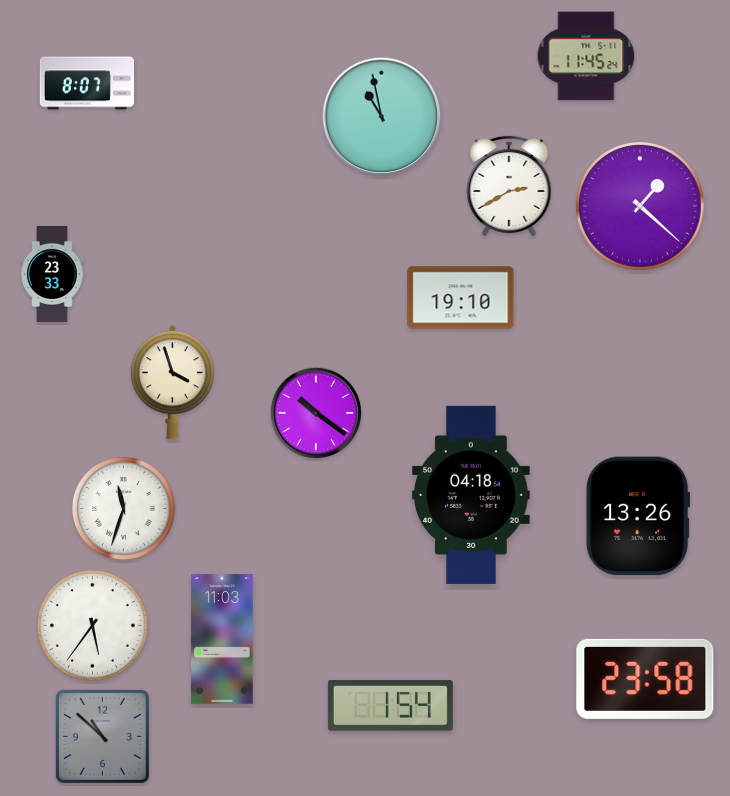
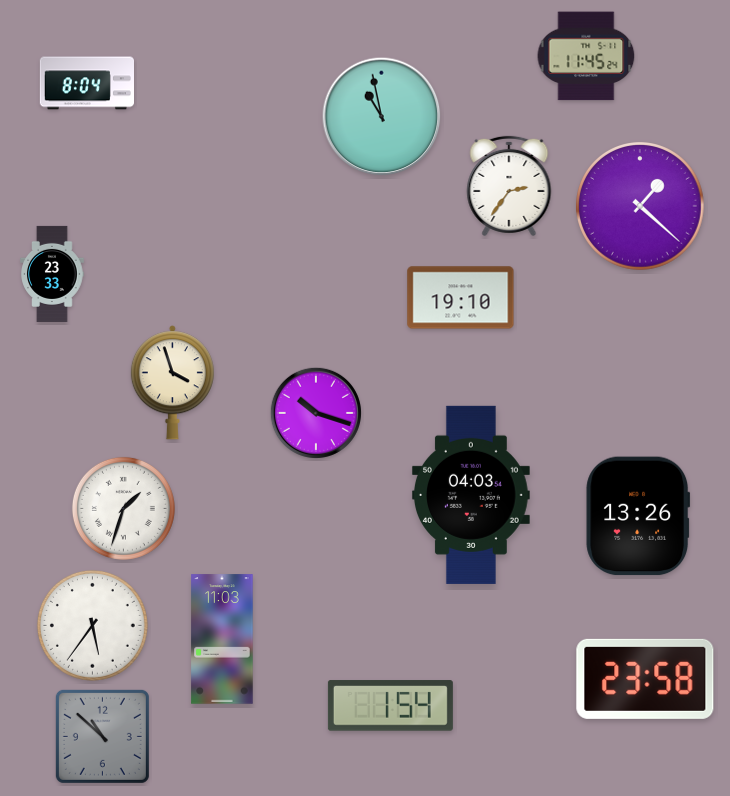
clock at (86, 83): 8:07 -> 8:04
clock at (509, 186): 2:40 -> 2:36
clock at (316, 413): 10:21 -> 10:18
clock at (471, 495): 04:18 -> 04:03
clock at (123, 508): 11:33 -> 1:33
